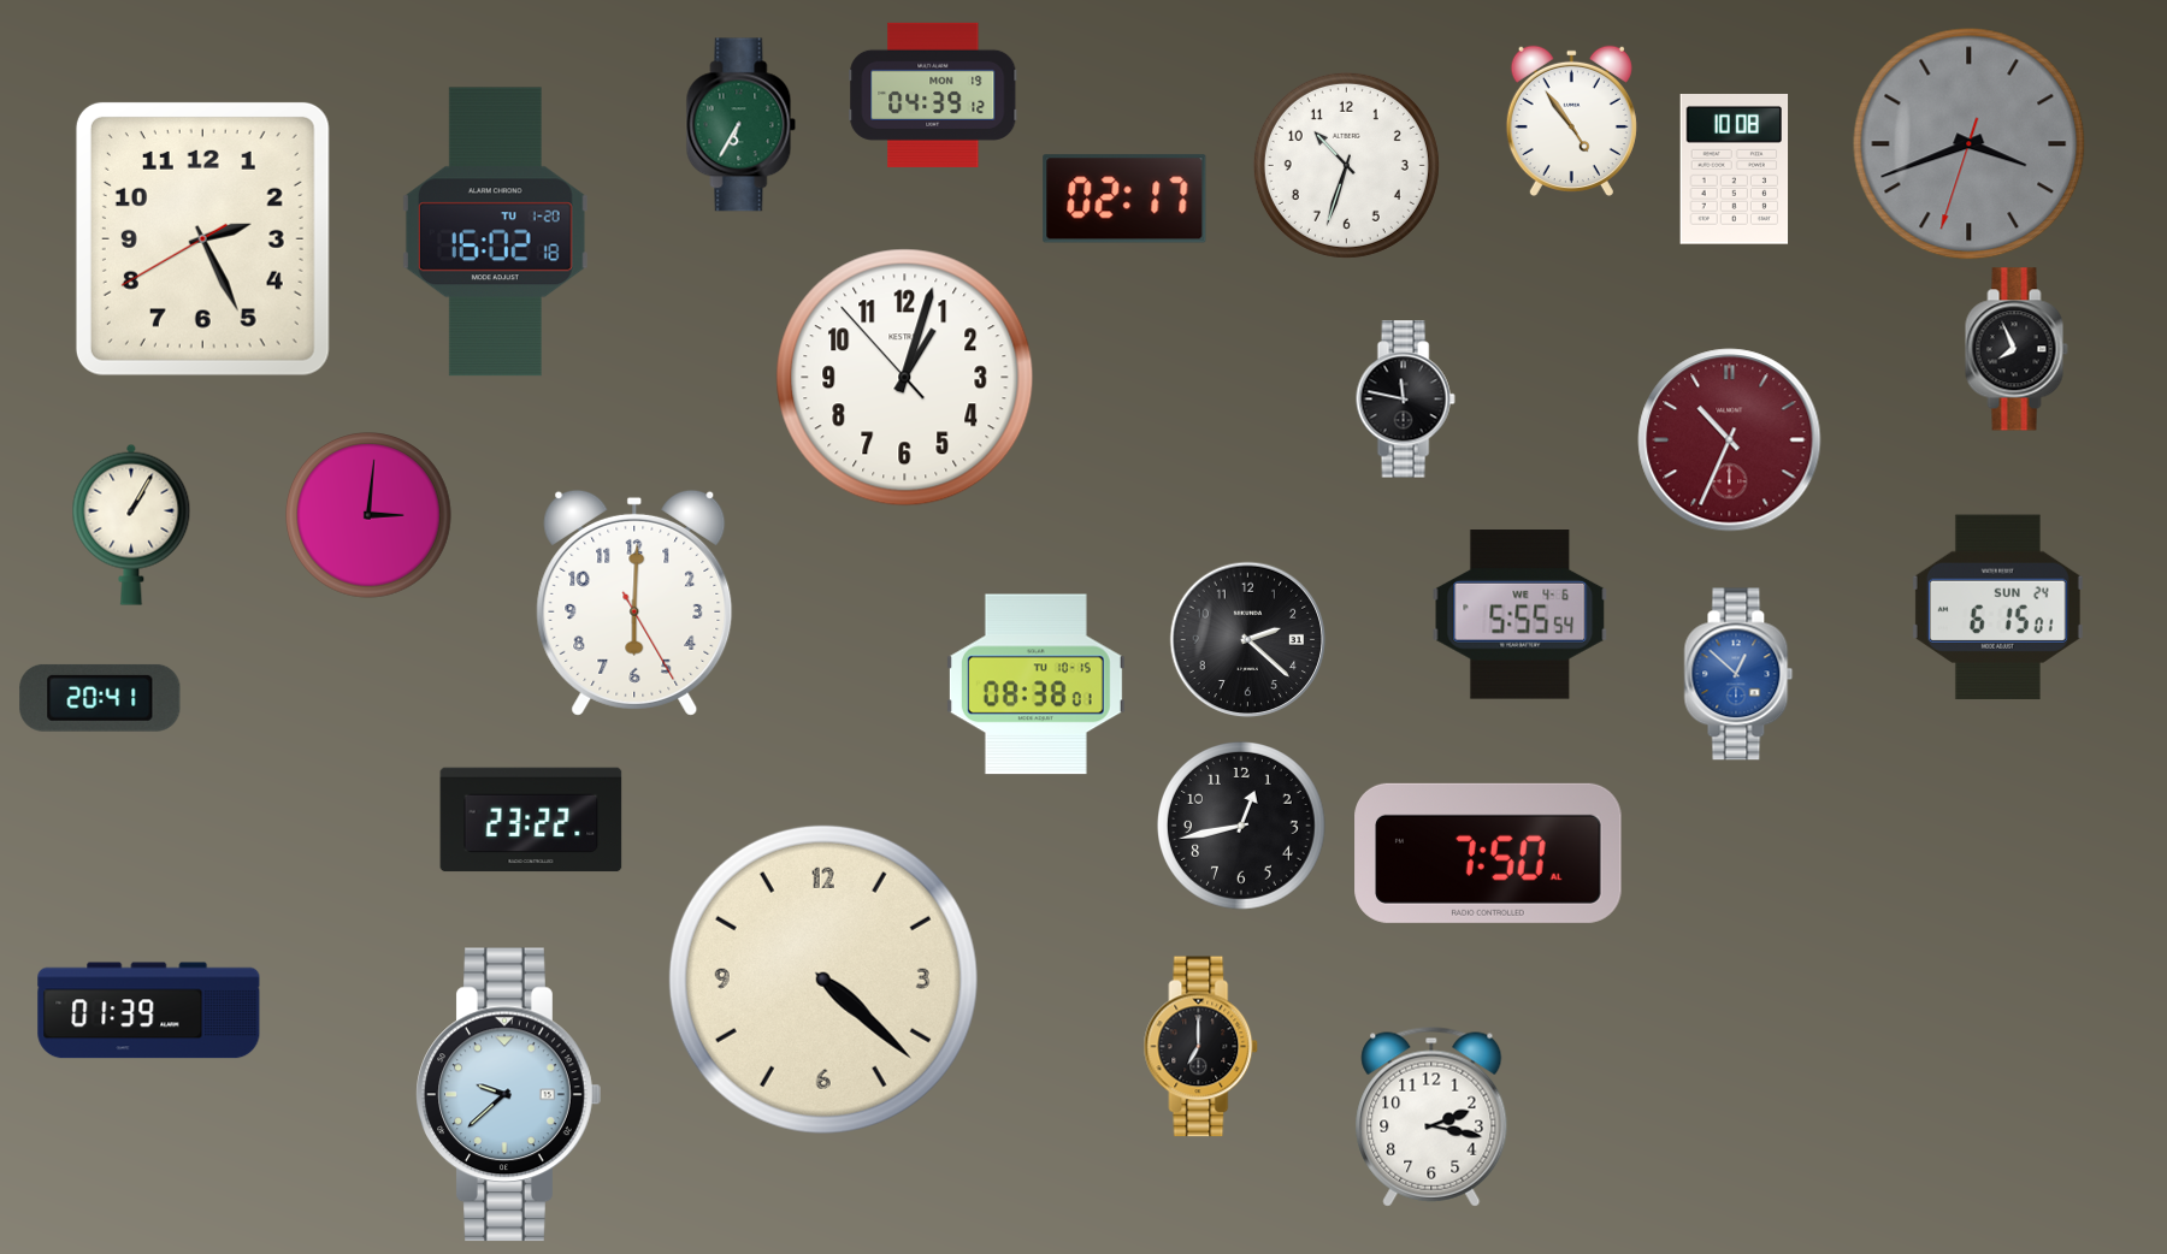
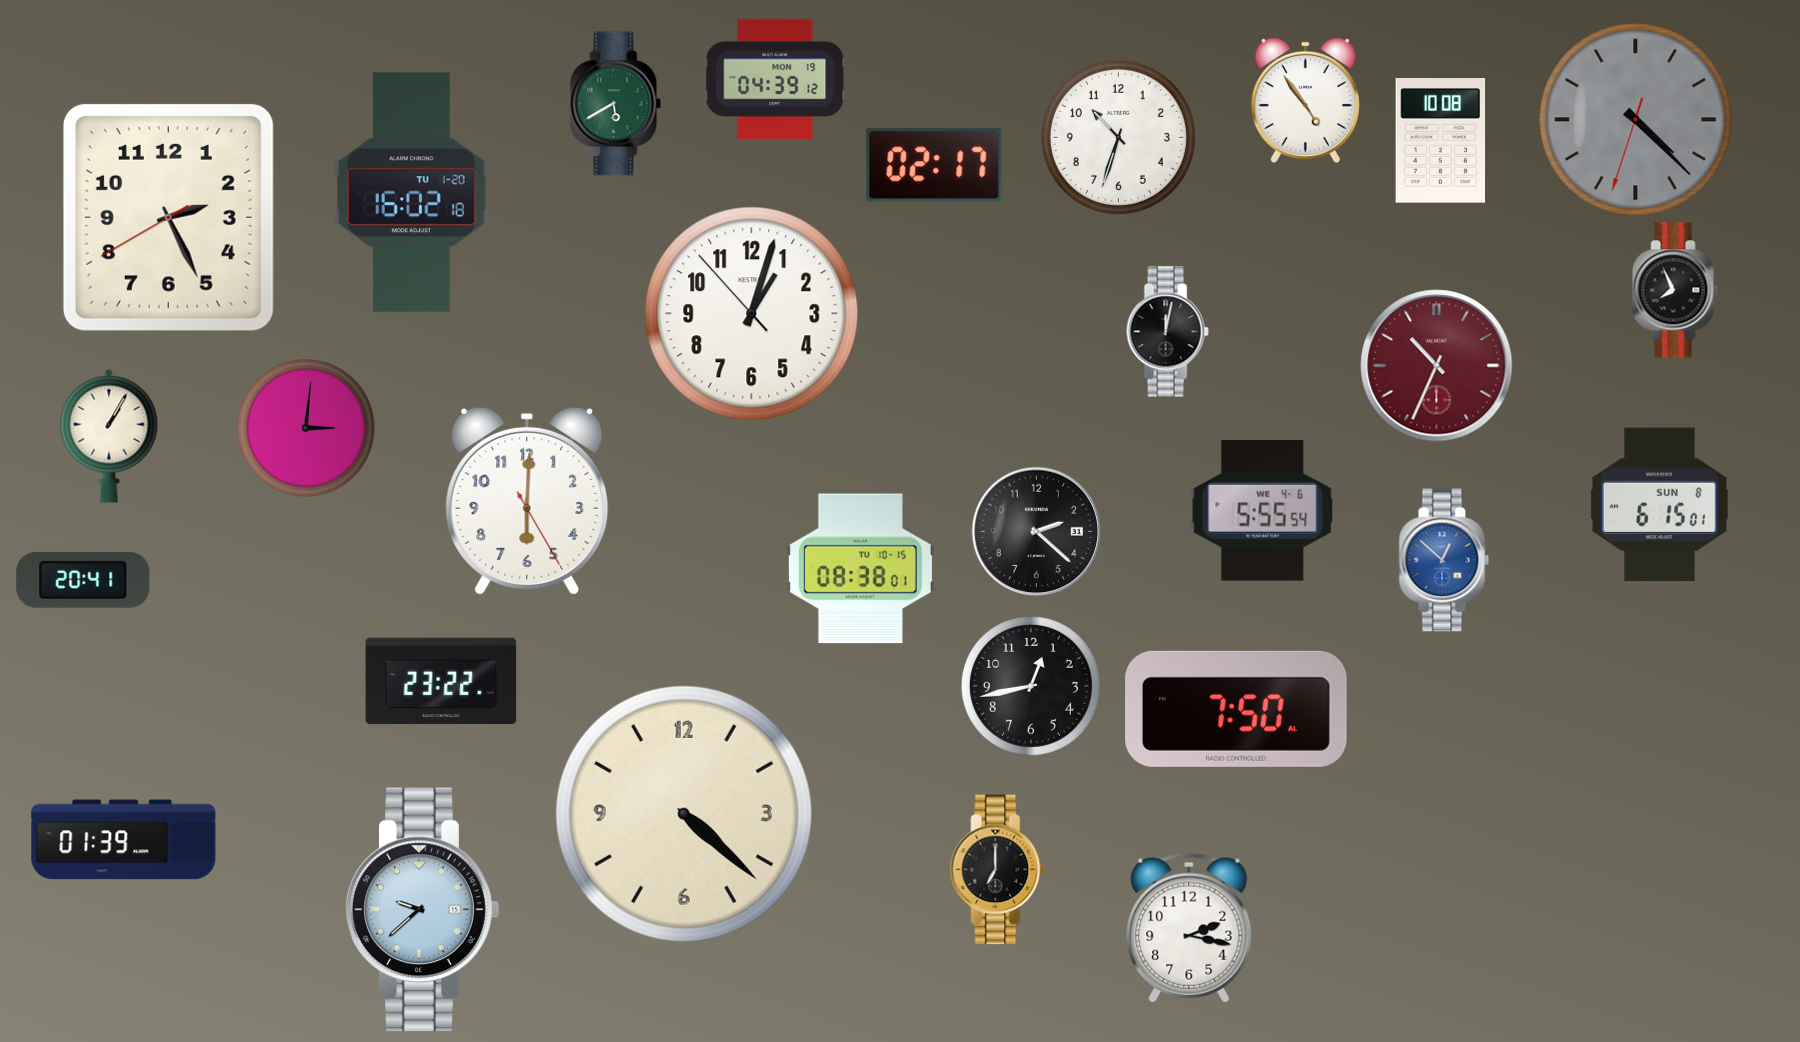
clock at (742, 125): 6:35 -> 5:40
clock at (1970, 144): 3:41 -> 4:22
clock at (202, 238) position: (202, 238) -> (168, 217)
clock at (1405, 400): 11:47 -> 12:02
clock at (1997, 608) date: SUN 24 -> SUN 8
